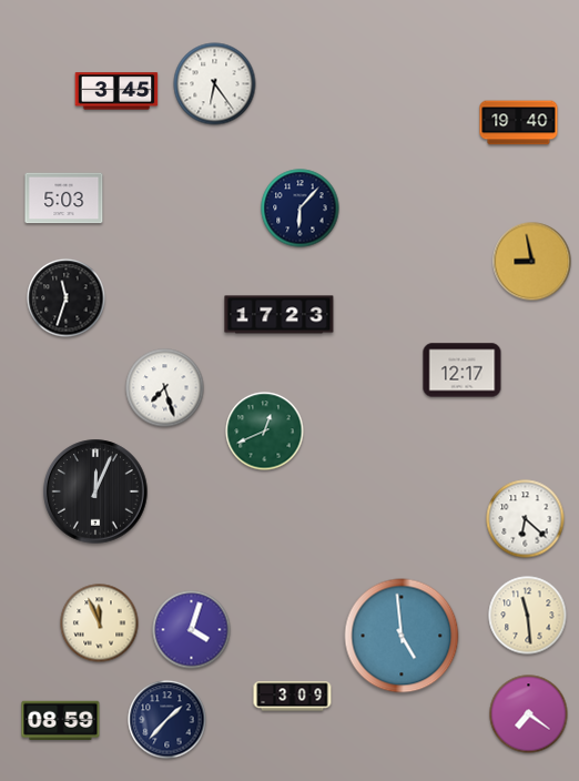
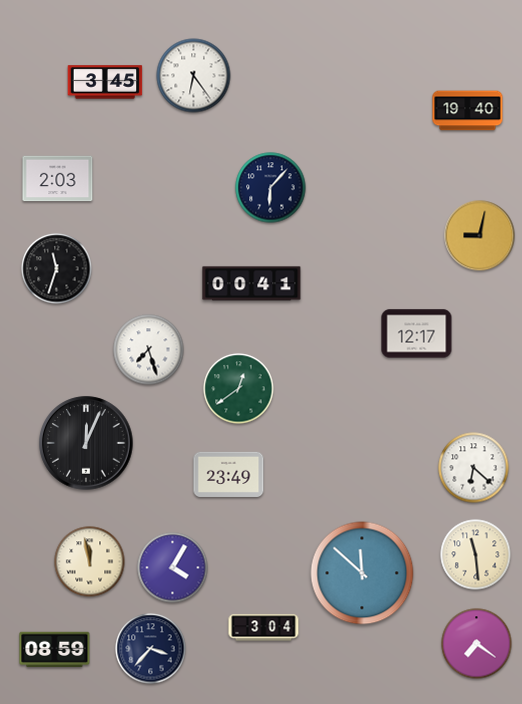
clock at (64, 199): 5:03 -> 2:03
clock at (532, 262): 8:58 -> 9:02
clock at (67, 298) position: (67, 298) -> (57, 269)
clock at (280, 315): 17:23 -> 00:41
clock at (265, 432): 12:41 -> 12:39
clock at (229, 474): none -> 23:49
clock at (100, 623): 11:56 -> 11:58
clock at (192, 630): 4:03 -> 4:05
clock at (402, 636): 4:59 -> 11:52
clock at (293, 697): 3:09 -> 3:04
clock at (167, 720): 1:37 -> 3:37
